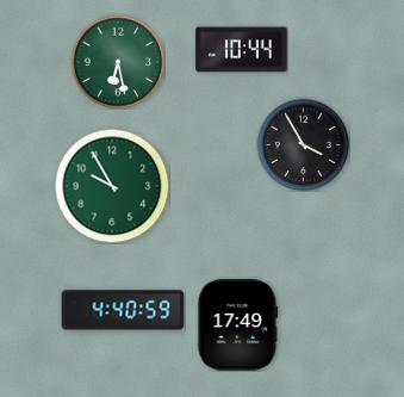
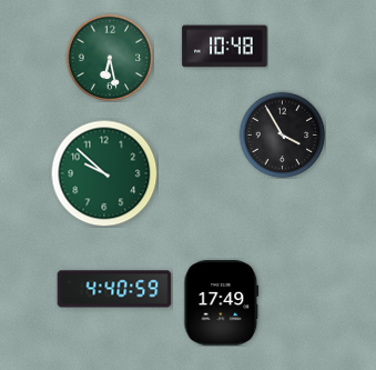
clock at (242, 50): 10:44 -> 10:48
clock at (112, 186): 9:55 -> 9:52
